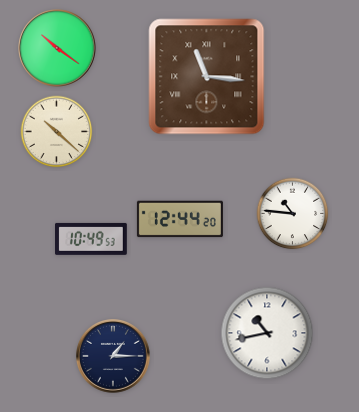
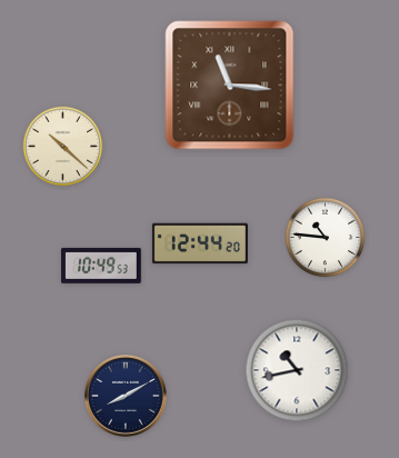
clock at (57, 48): 10:21 -> none
clock at (114, 357): 1:15 -> 8:10
